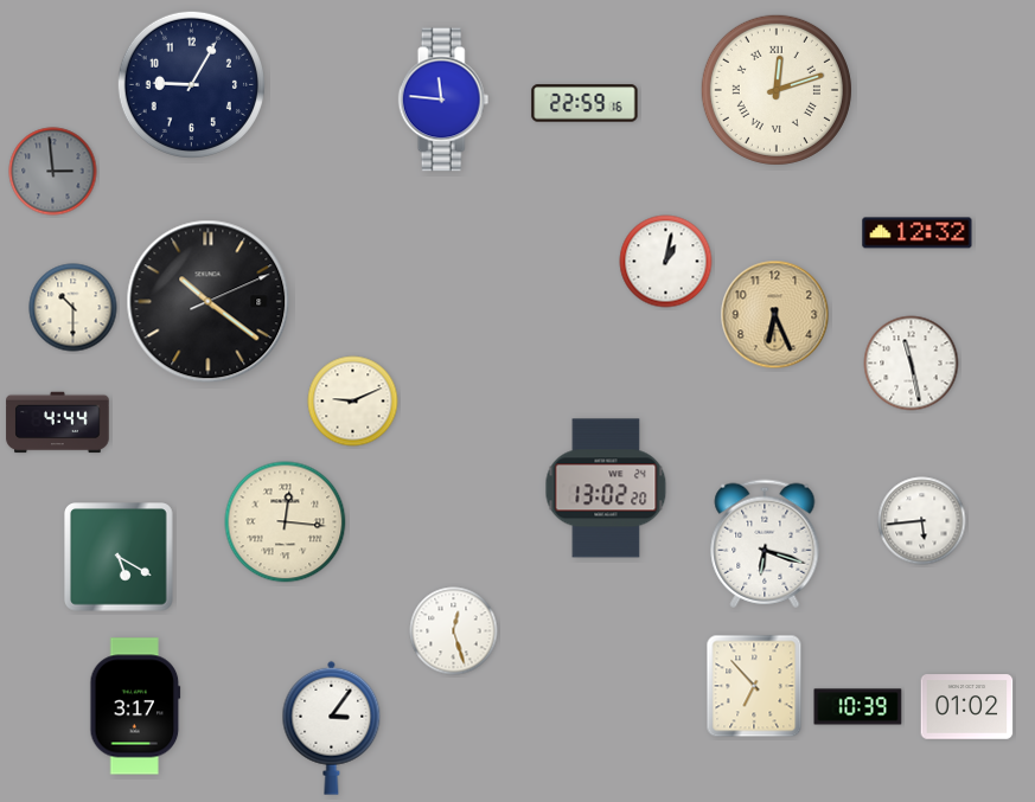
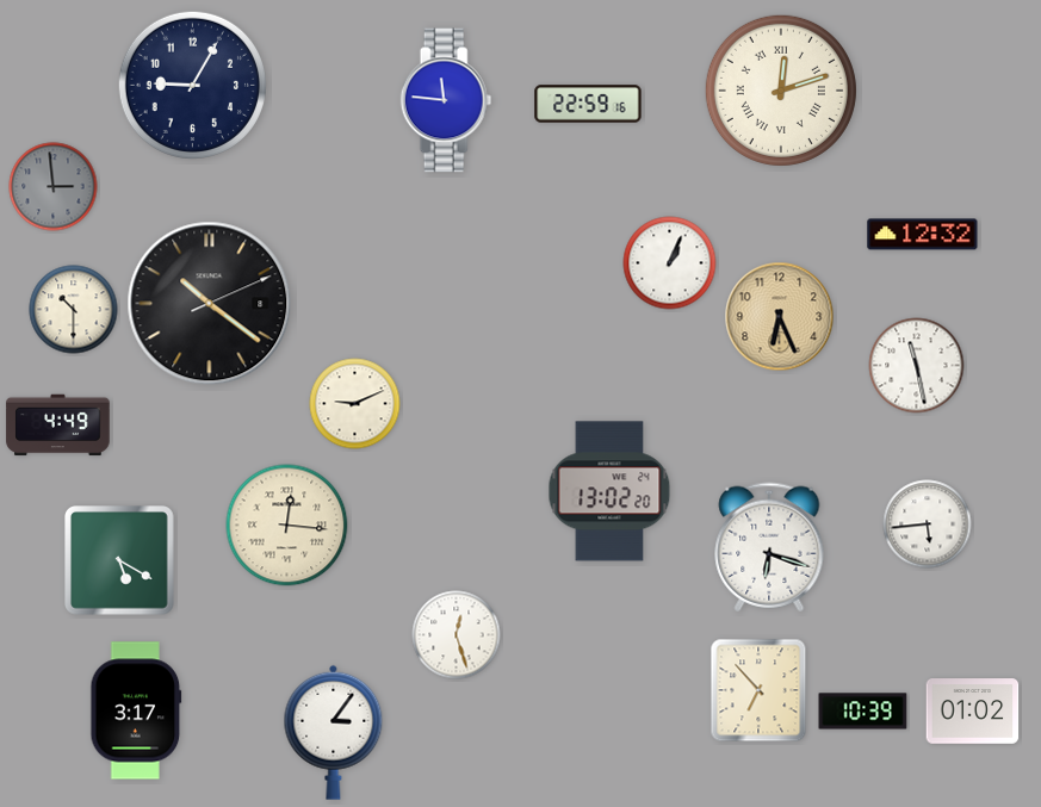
clock at (53, 172) position: (53, 172) -> (54, 187)
clock at (666, 262): 1:02 -> 1:04
clock at (58, 423): 4:44 -> 4:49
